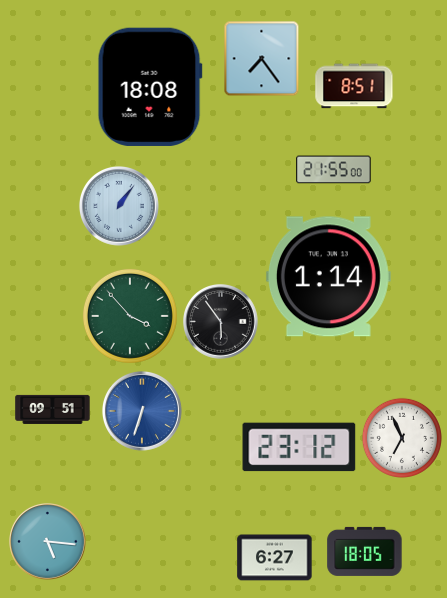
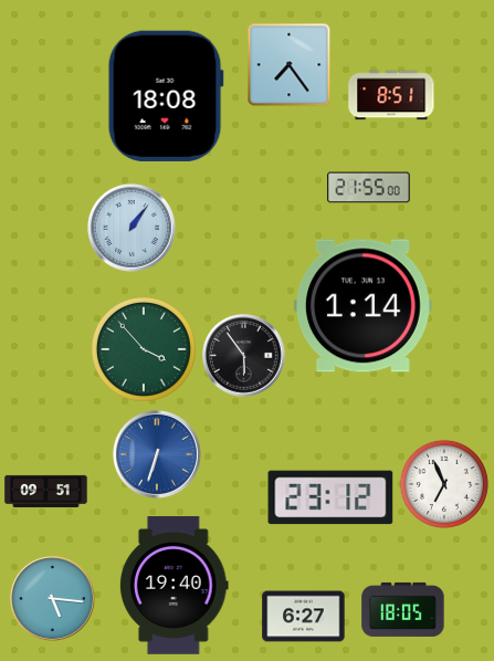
clock at (53, 409) position: (53, 409) -> (46, 491)
clock at (299, 447) position: (299, 447) -> (330, 497)
clock at (174, 585): none -> 19:40
